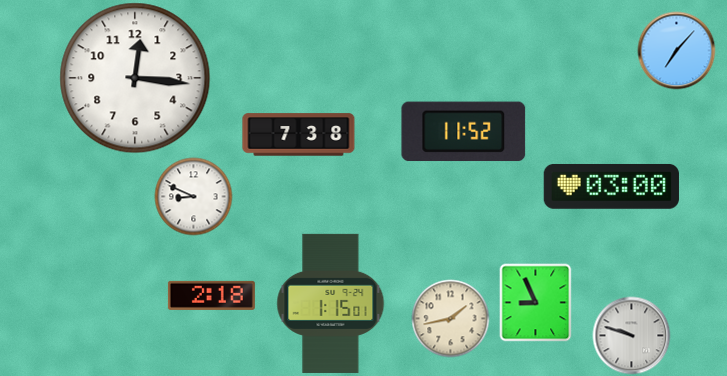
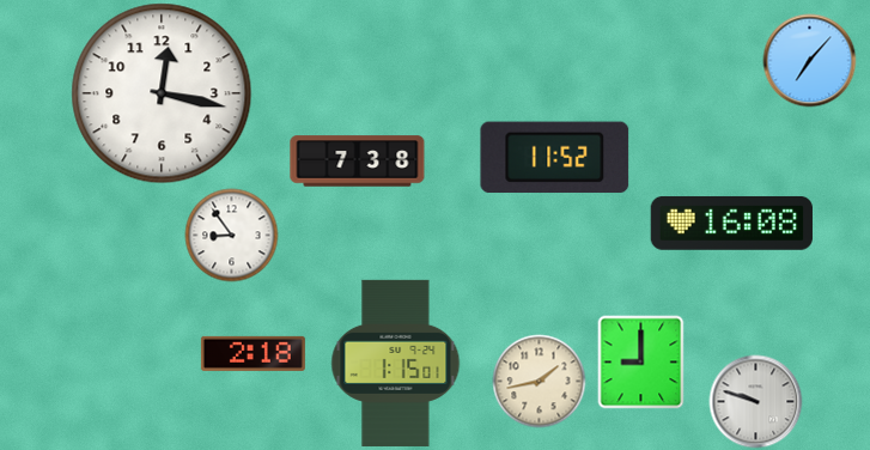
clock at (135, 78): 12:16 -> 12:17
clock at (611, 186): 03:00 -> 16:08
clock at (193, 196): 8:49 -> 8:54
clock at (536, 302): 8:56 -> 9:00
